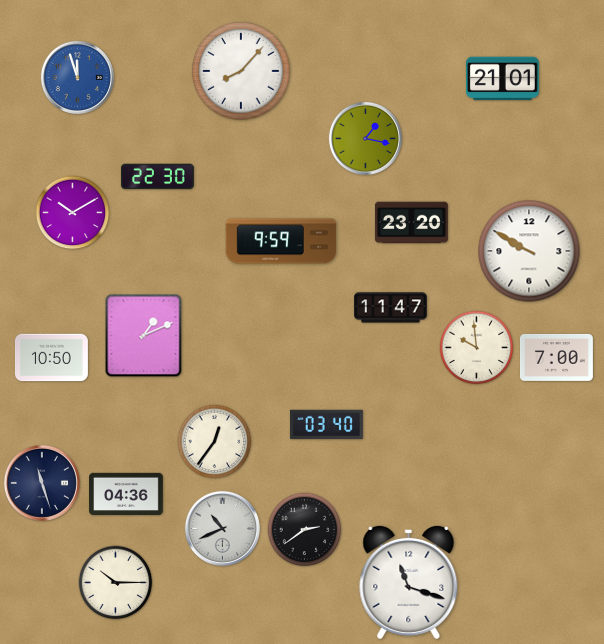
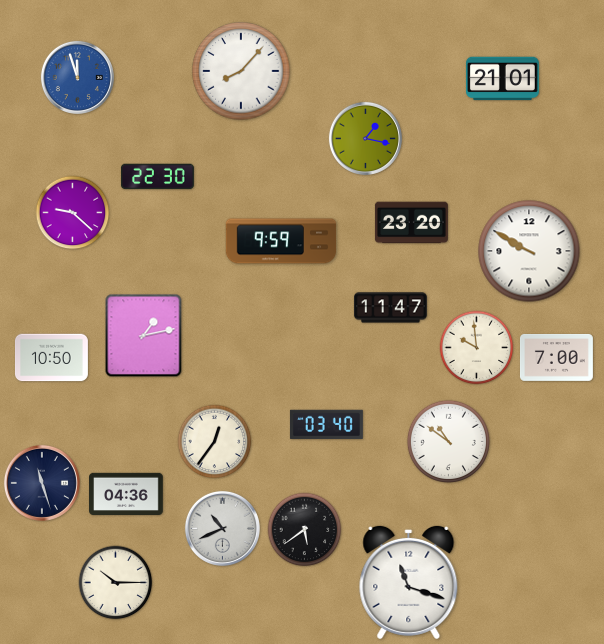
clock at (73, 213): 10:10 -> 9:22
clock at (144, 336): 1:11 -> 1:13
clock at (448, 441): none -> 10:51
clock at (305, 530): 2:39 -> 5:39
